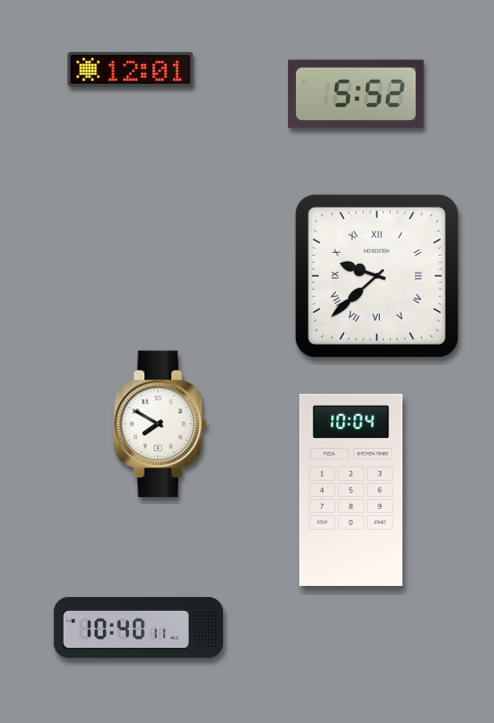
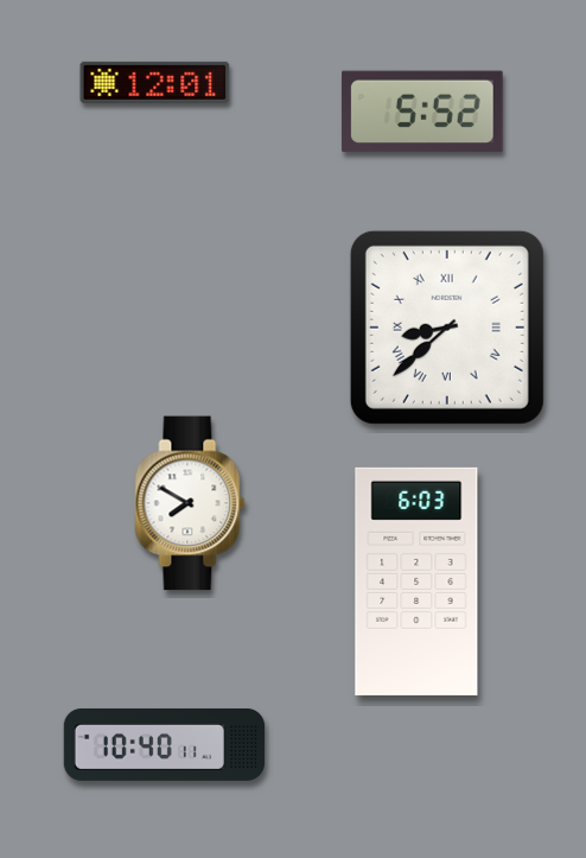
clock at (377, 276): 9:38 -> 8:38
clock at (351, 490): 10:04 -> 6:03
